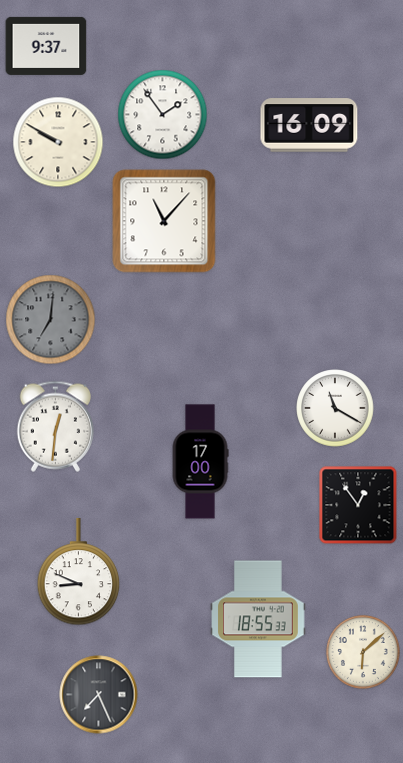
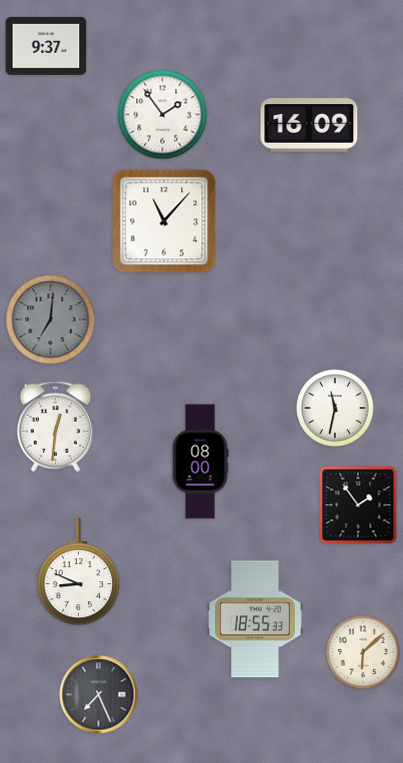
clock at (58, 142): 9:50 -> none
clock at (335, 408): 11:20 -> 11:32
clock at (200, 462): 17:00 -> 08:00
clock at (358, 505): 12:54 -> 1:54
clock at (258, 619) position: (258, 619) -> (255, 619)
